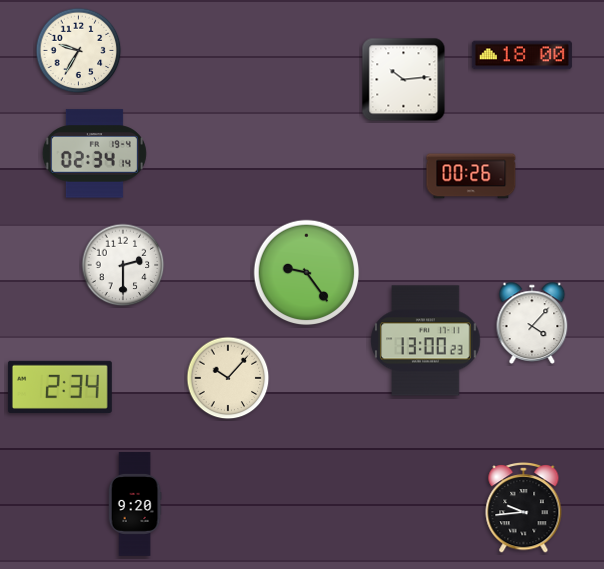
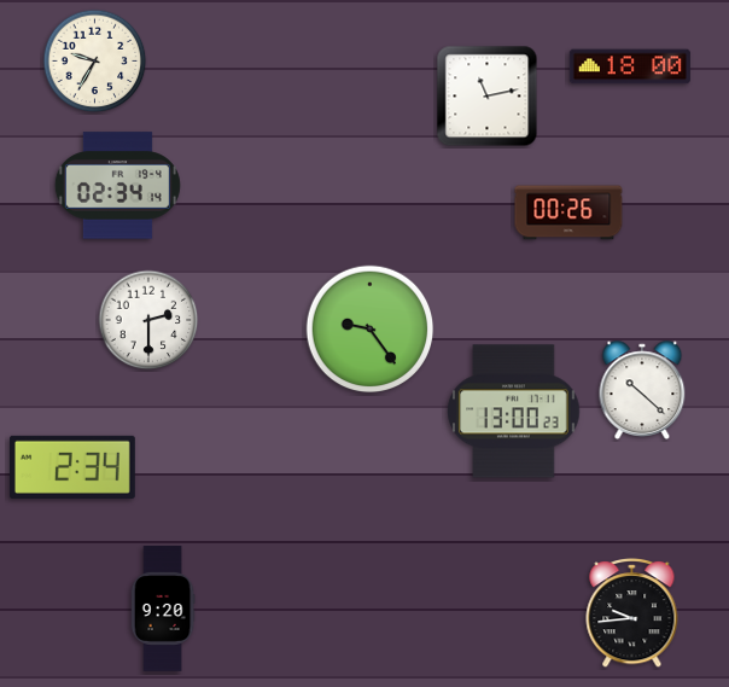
clock at (404, 80): 10:14 -> 11:13
clock at (94, 154) position: (94, 154) -> (117, 186)
clock at (532, 322): 4:07 -> 10:22
clock at (228, 378): 10:07 -> none
